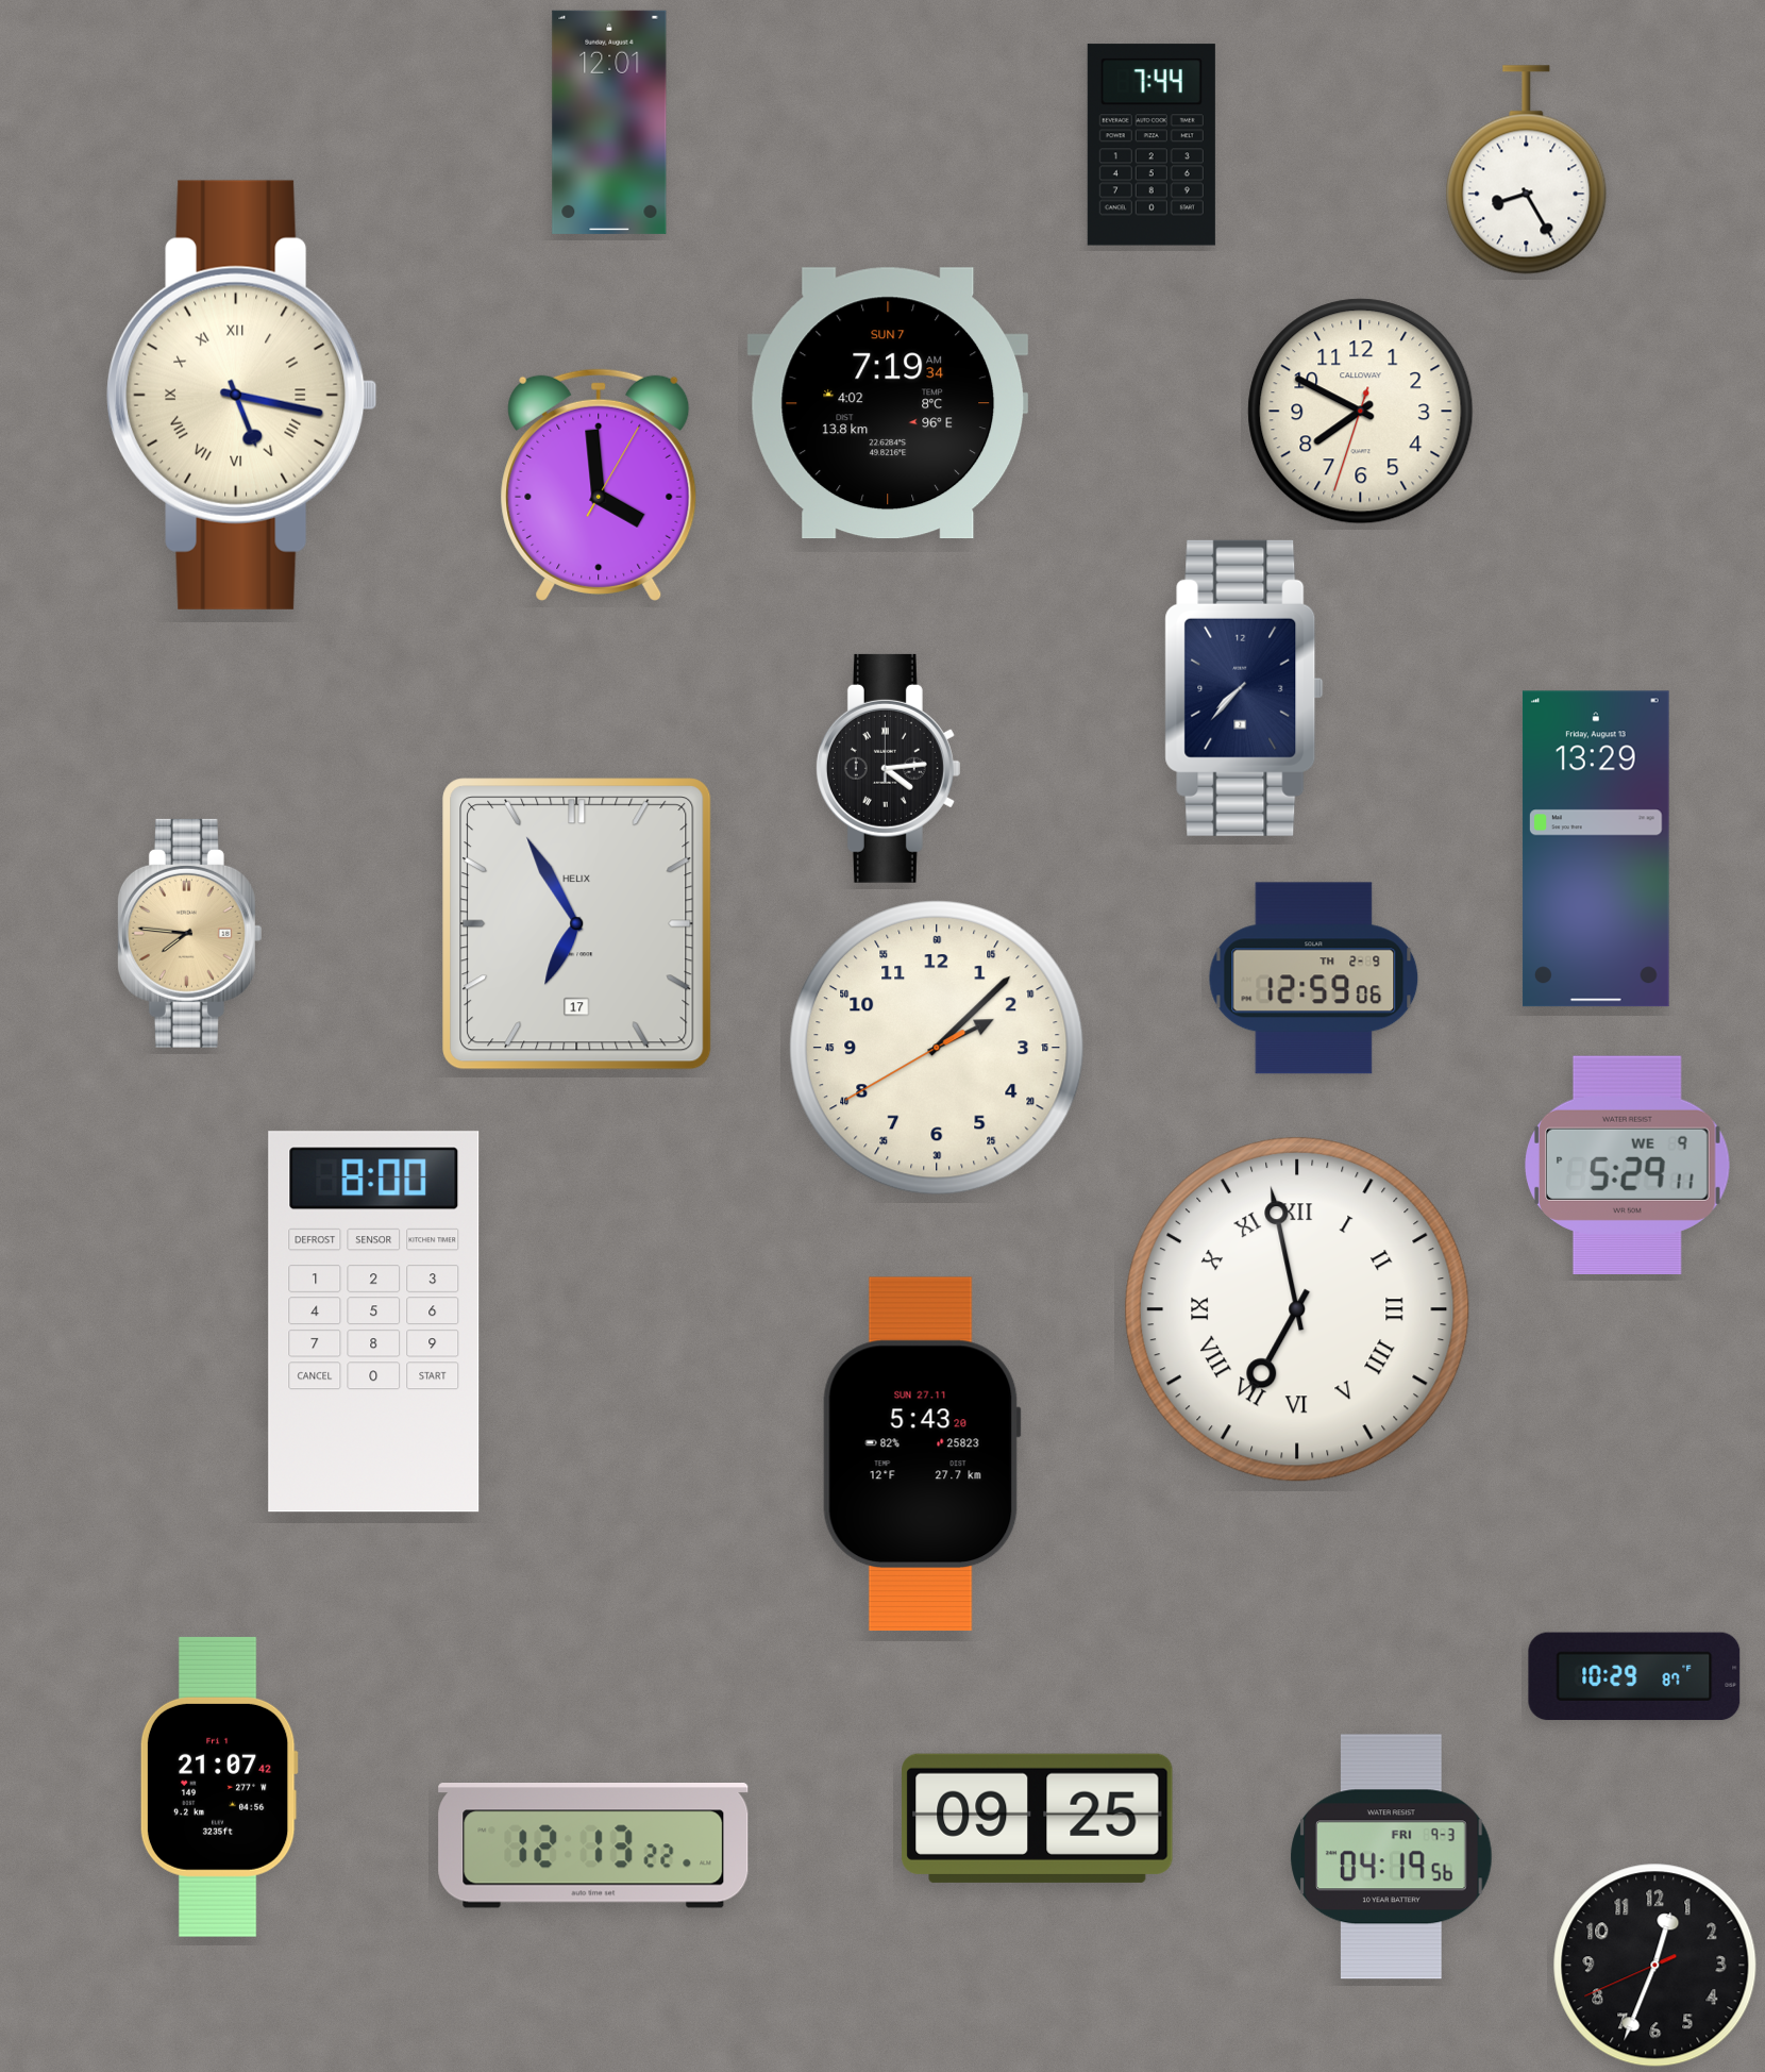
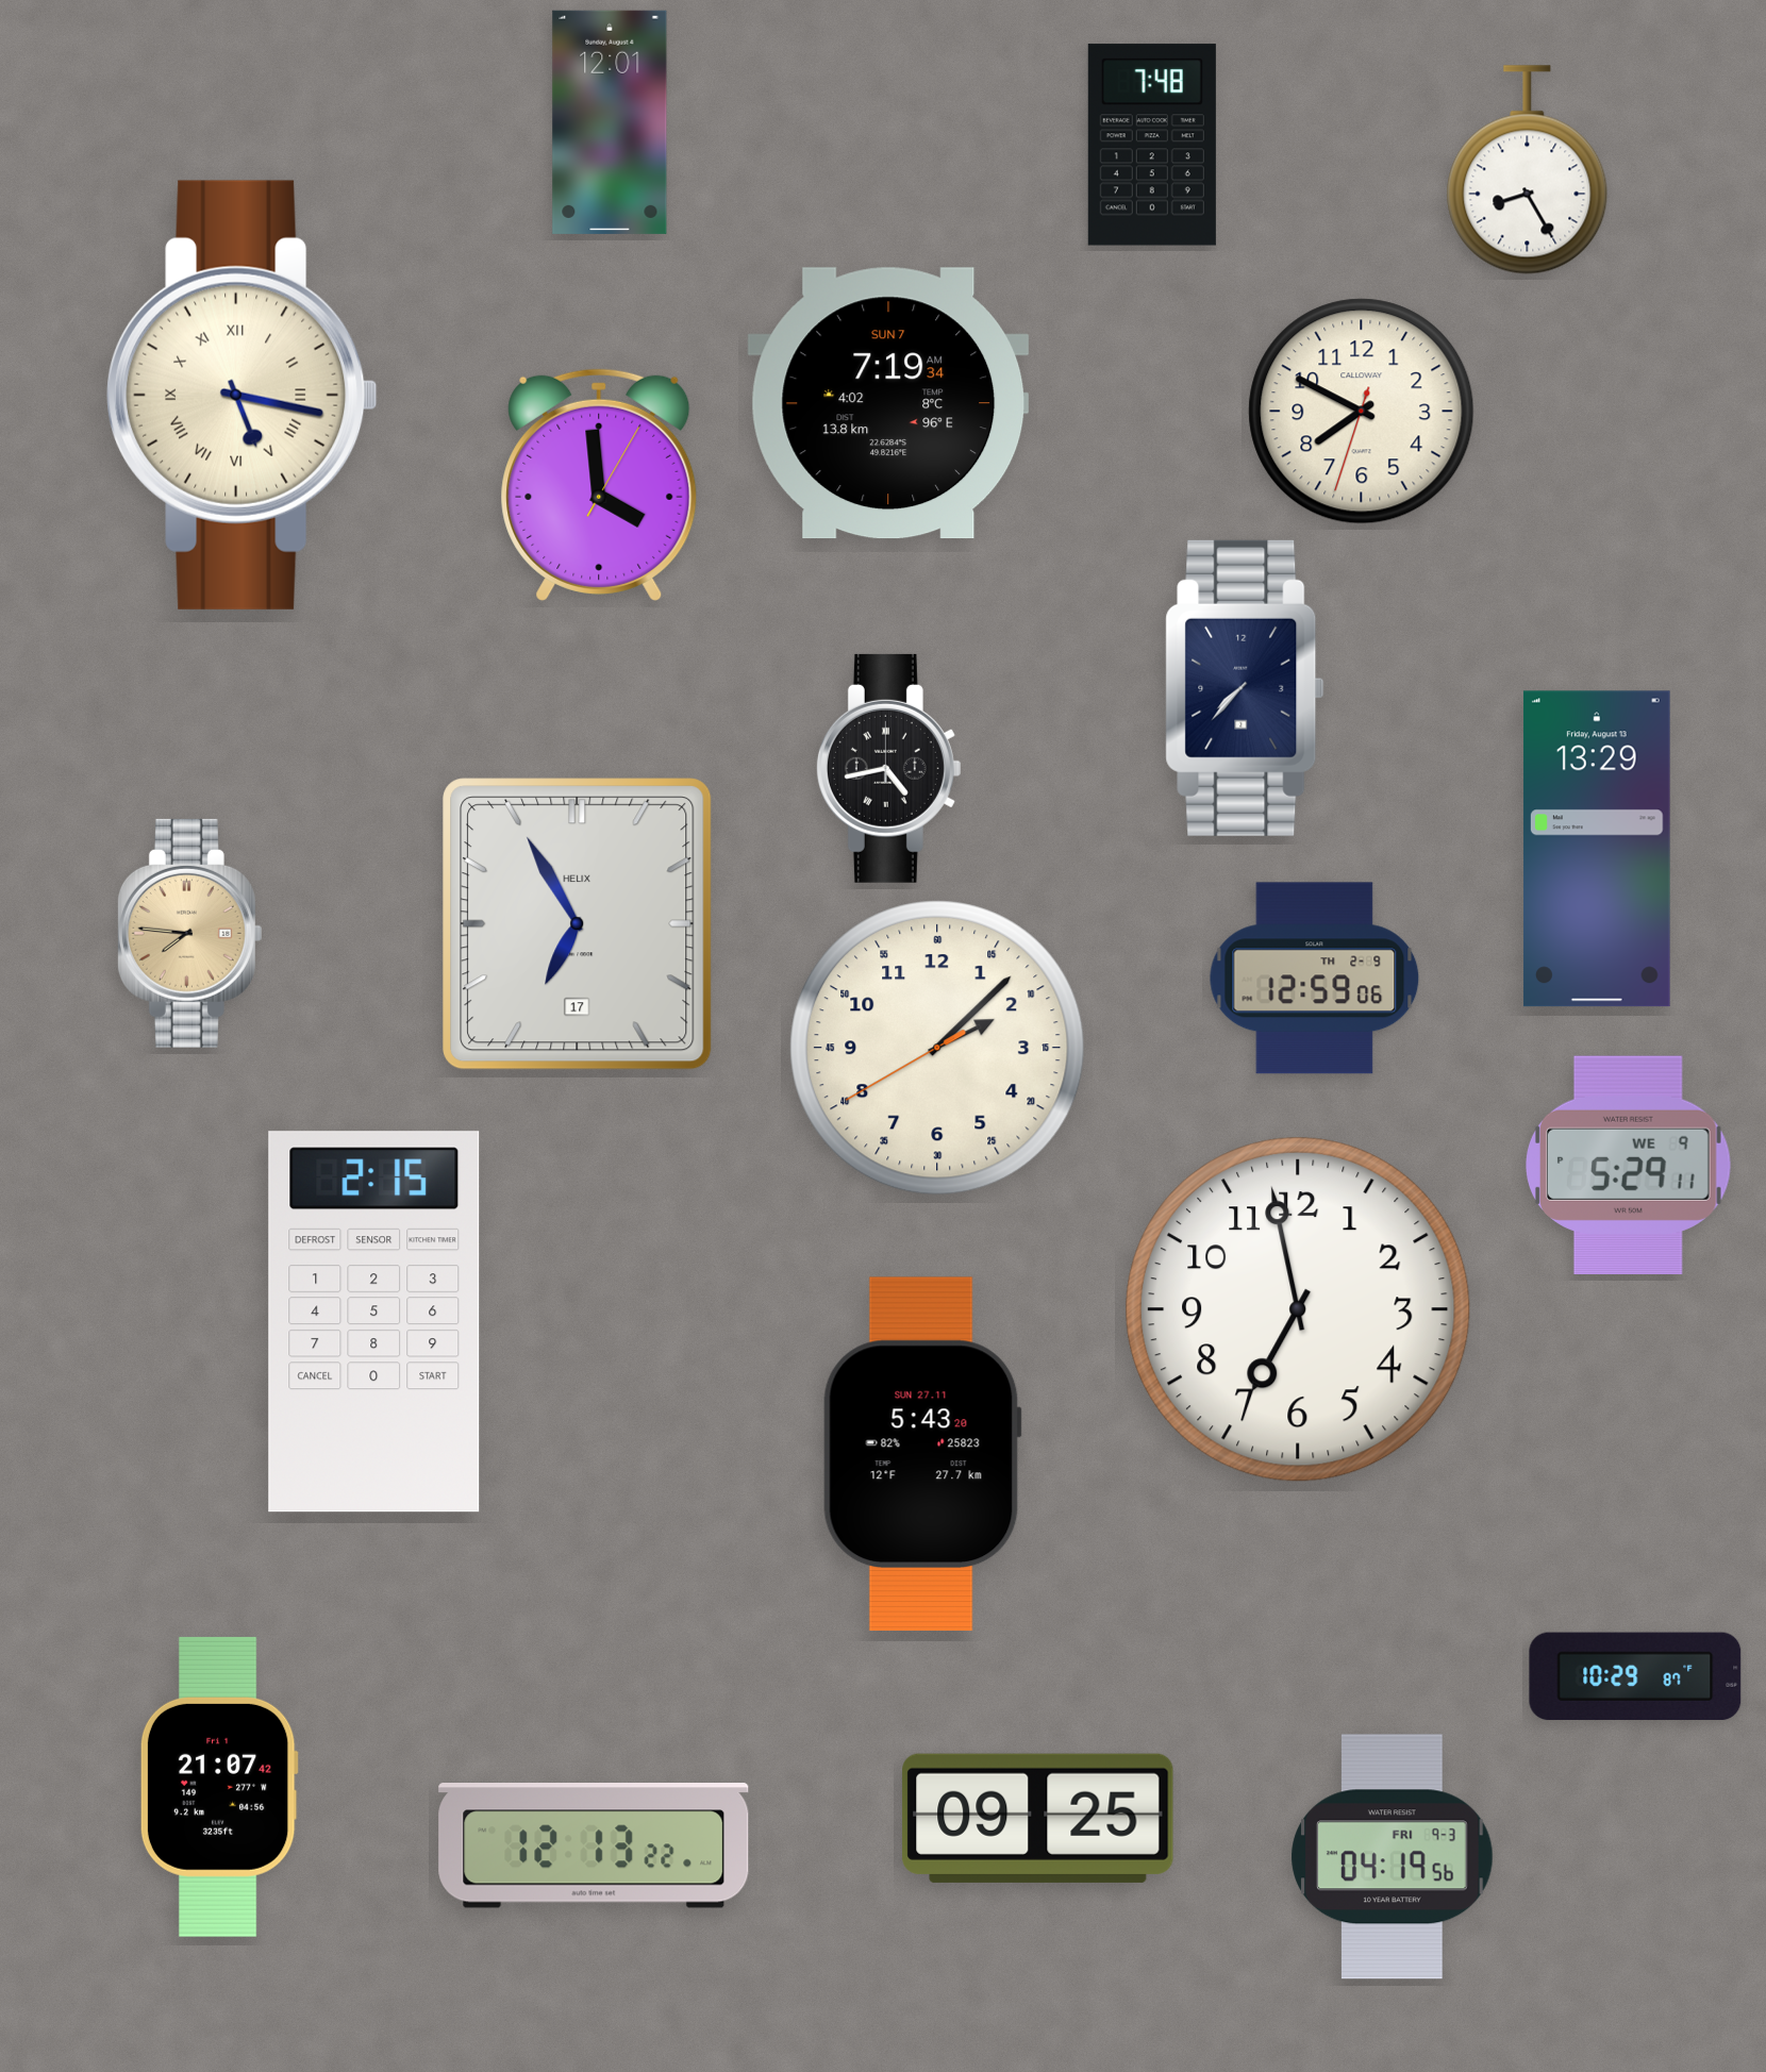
clock at (1152, 145): 7:44 -> 7:48
clock at (888, 768): 4:14 -> 4:43
clock at (1297, 1309) numerals: Roman -> Arabic
clock at (374, 1322): 8:00 -> 2:15
clock at (1655, 1966): 12:33 -> none
